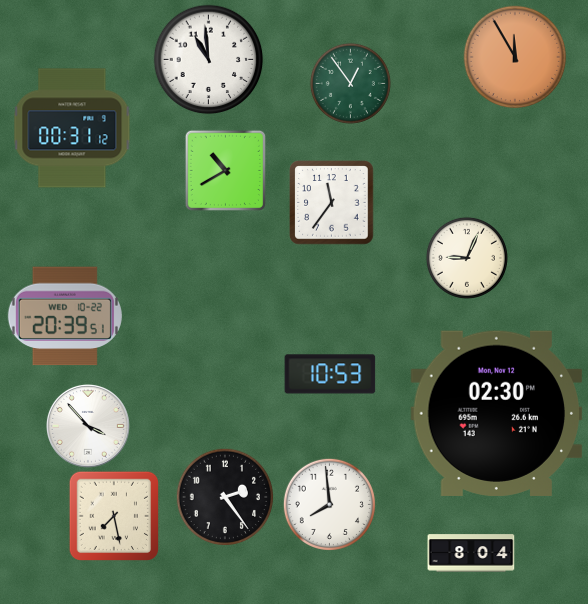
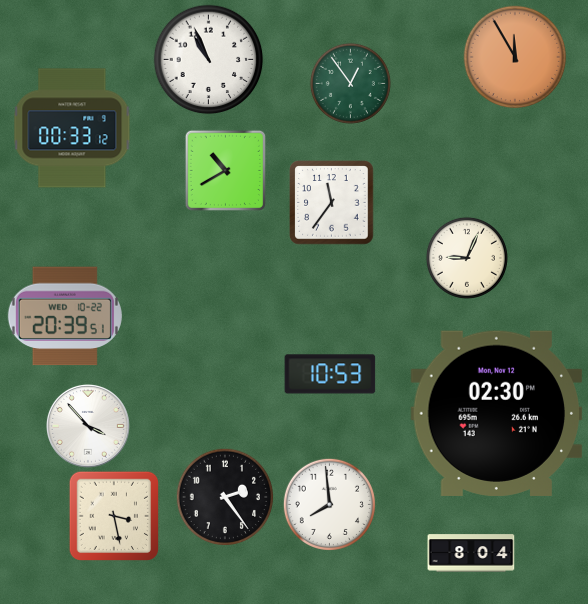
clock at (209, 60): 10:59 -> 10:56
clock at (72, 128): 00:31 -> 00:33
clock at (113, 515): 7:28 -> 3:28
